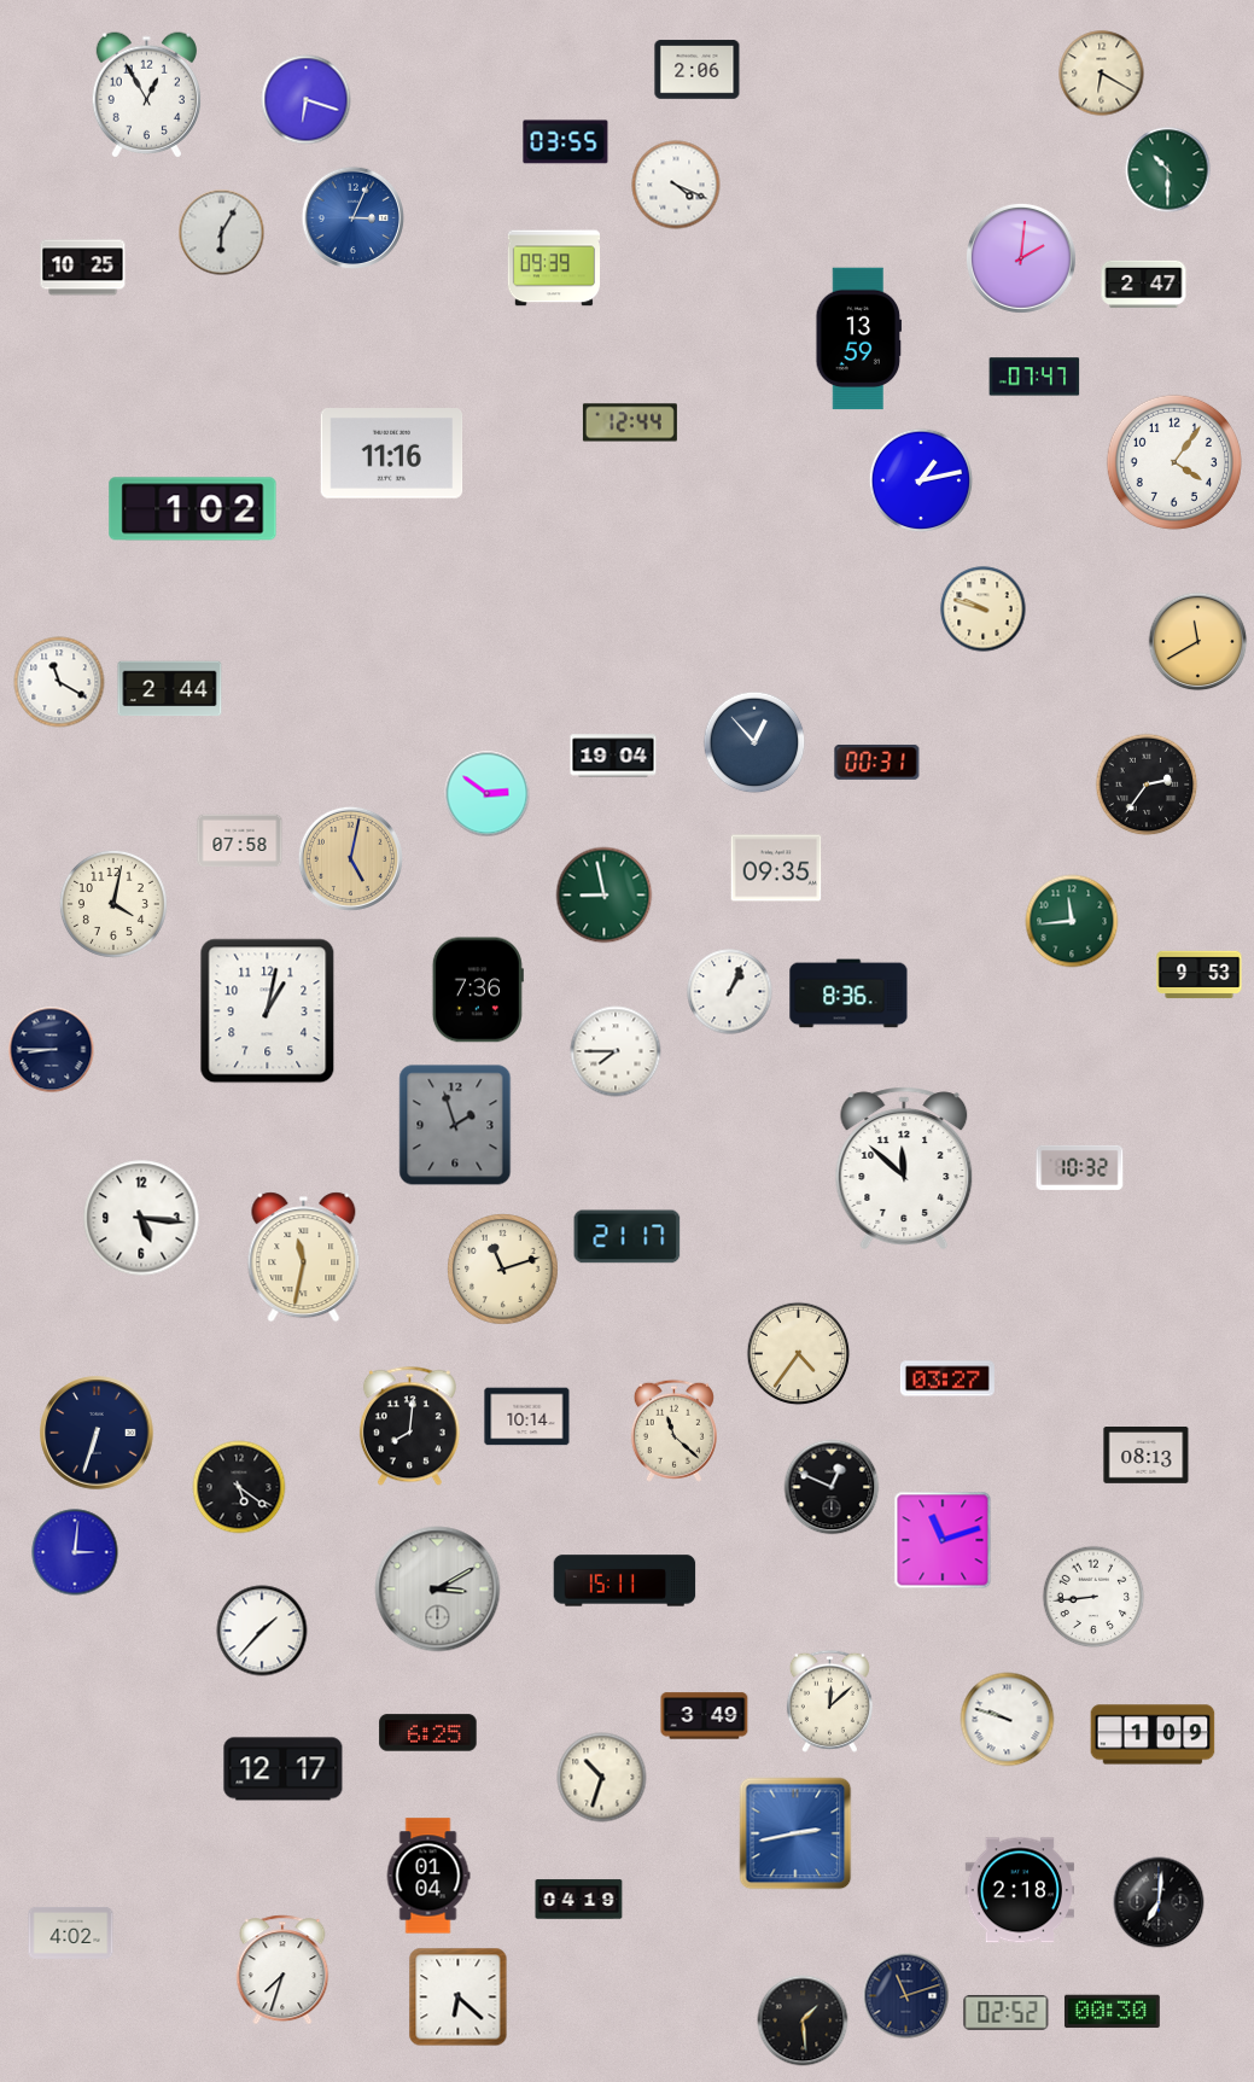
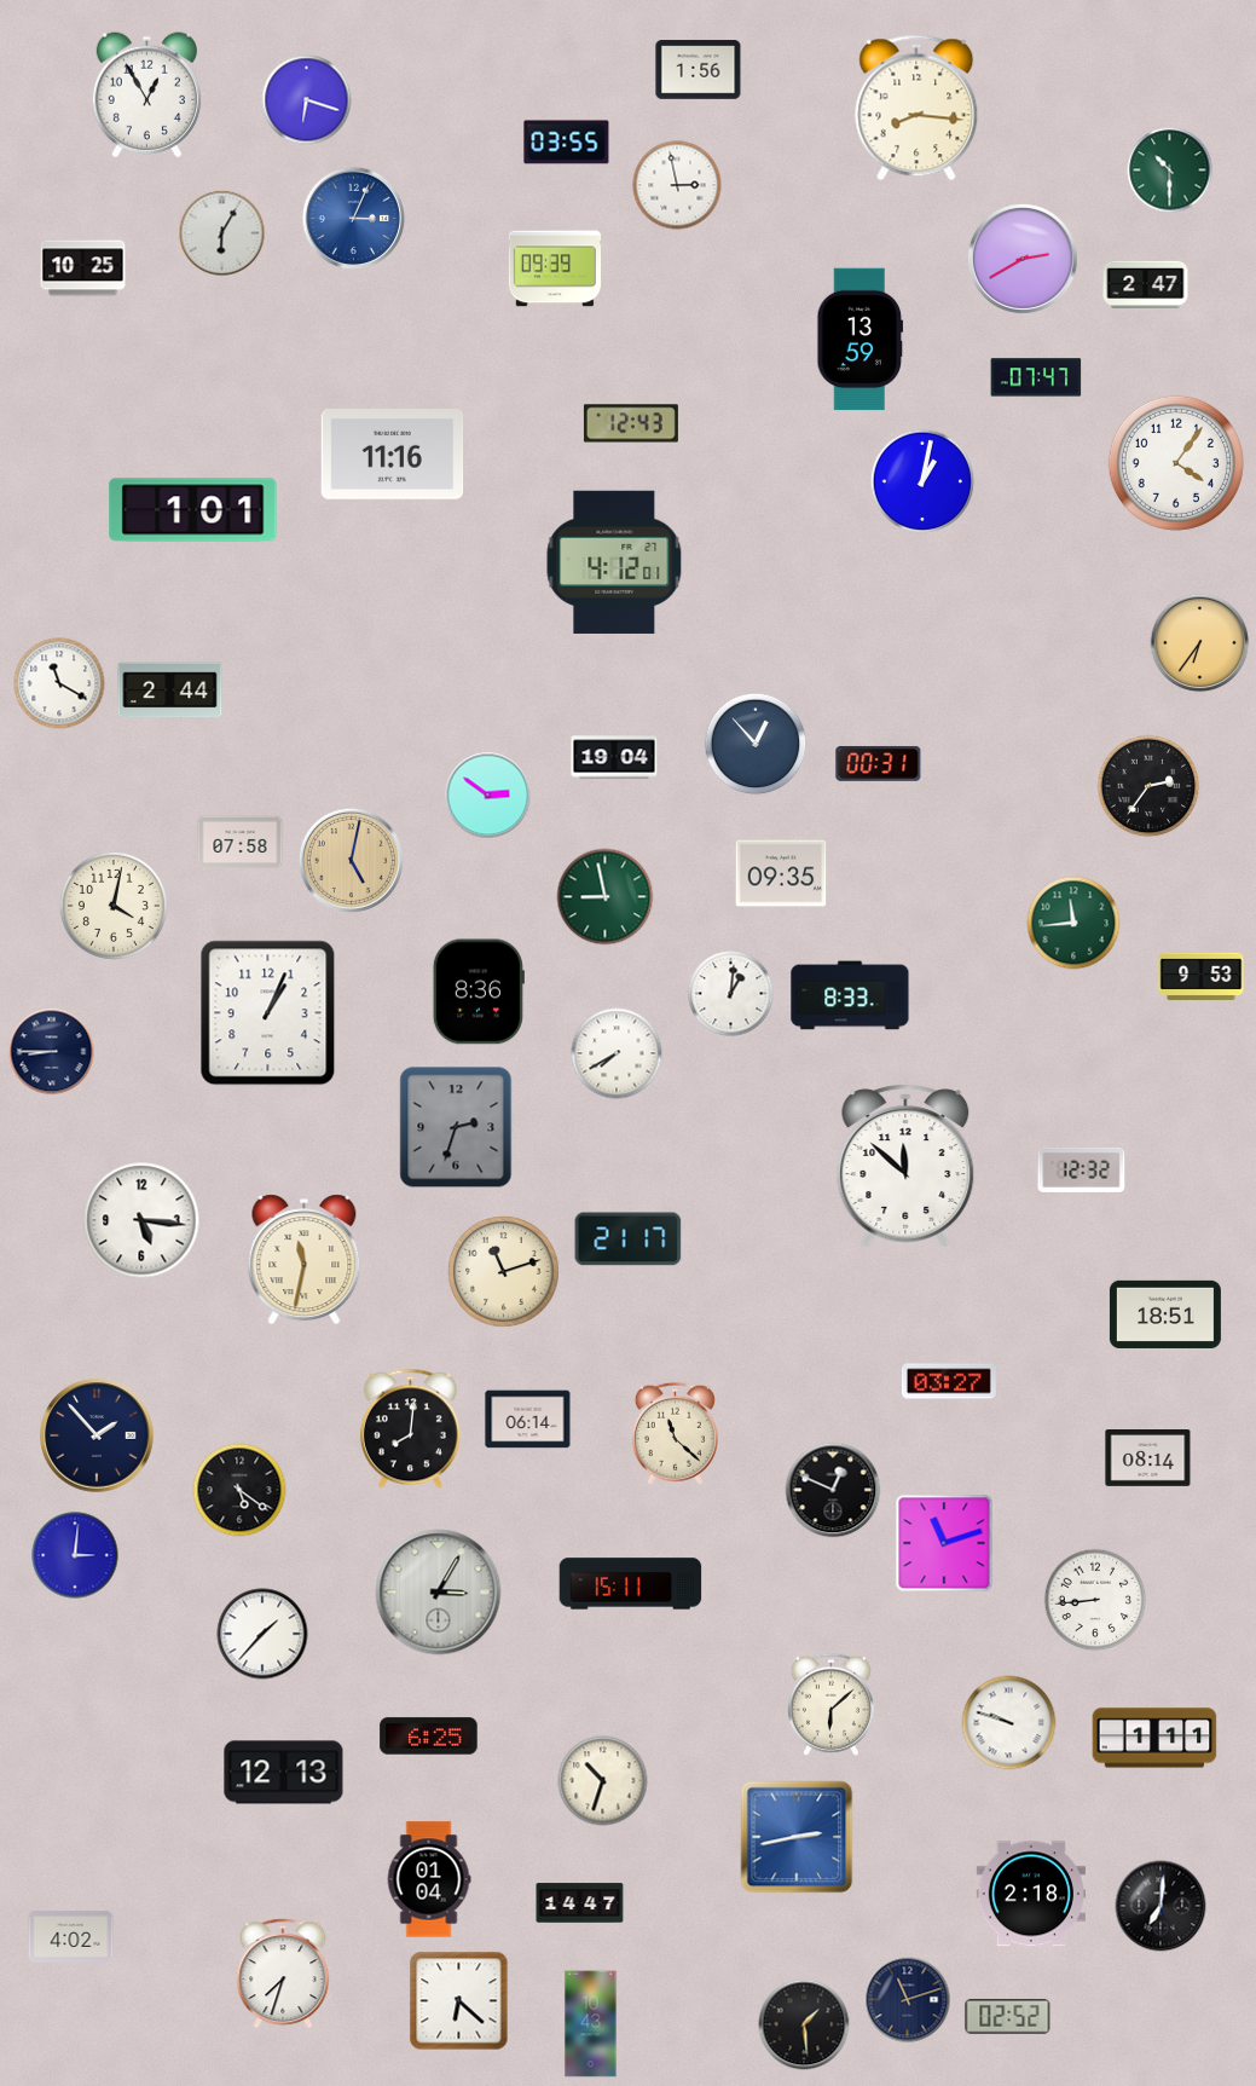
clock at (698, 70): 2:06 -> 1:56
clock at (1102, 74): 6:20 -> none
clock at (916, 108): none -> 8:16
clock at (676, 185): 4:19 -> 2:58
clock at (1021, 258): 2:01 -> 2:40
clock at (630, 422): 12:44 -> 12:43
clock at (921, 480): 1:13 -> 1:02
clock at (193, 509): 1:02 -> 1:01
clock at (614, 562): none -> 4:12
clock at (984, 610): 9:48 -> none
clock at (1198, 642): 11:40 -> 6:36
clock at (776, 868) position: (776, 868) -> (781, 873)
clock at (478, 990): 7:36 -> 8:36
clock at (730, 992): 1:04 -> 1:01
clock at (848, 993): 8:36 -> 8:33
clock at (268, 1011): 1:02 -> 1:04
clock at (616, 1051): 7:45 -> 7:40
clock at (455, 1125): 1:57 -> 2:33
clock at (1080, 1167): 10:32 -> 12:32
clock at (904, 1168) position: (904, 1168) -> (905, 1166)
clock at (1165, 1314): none -> 18:51
clock at (799, 1354): 4:36 -> none
clock at (527, 1417): 10:14 -> 06:14
clock at (97, 1433): 6:33 -> 1:53
clock at (1147, 1456): 08:13 -> 08:14
clock at (625, 1581) position: (625, 1581) -> (631, 1584)
clock at (438, 1590): 3:10 -> 3:05
clock at (829, 1701): 12:08 -> 6:08
clock at (705, 1716): 3:49 -> none
clock at (1153, 1734): 1:09 -> 1:11
clock at (284, 1769): 12:17 -> 12:13
clock at (1019, 1890) position: (1019, 1890) -> (1030, 1894)
clock at (579, 1900): 04:19 -> 14:47
clock at (1112, 2012): 00:30 -> none
clock at (591, 2024): none -> 10:43
